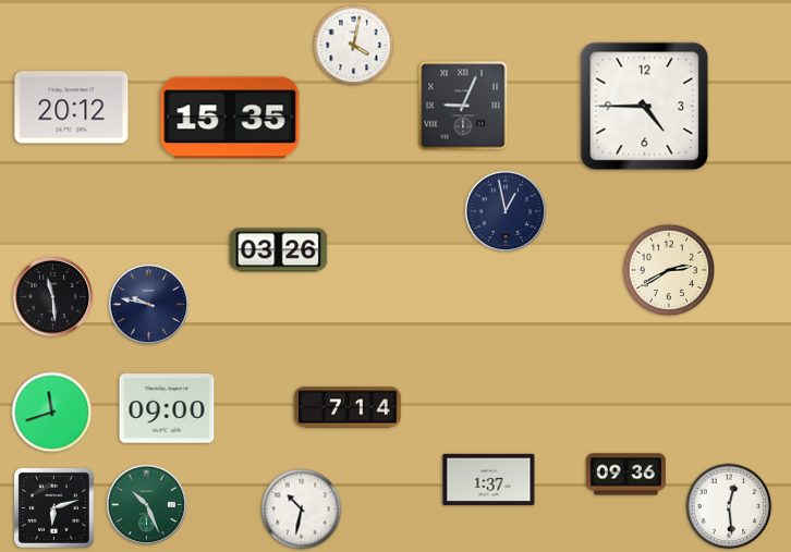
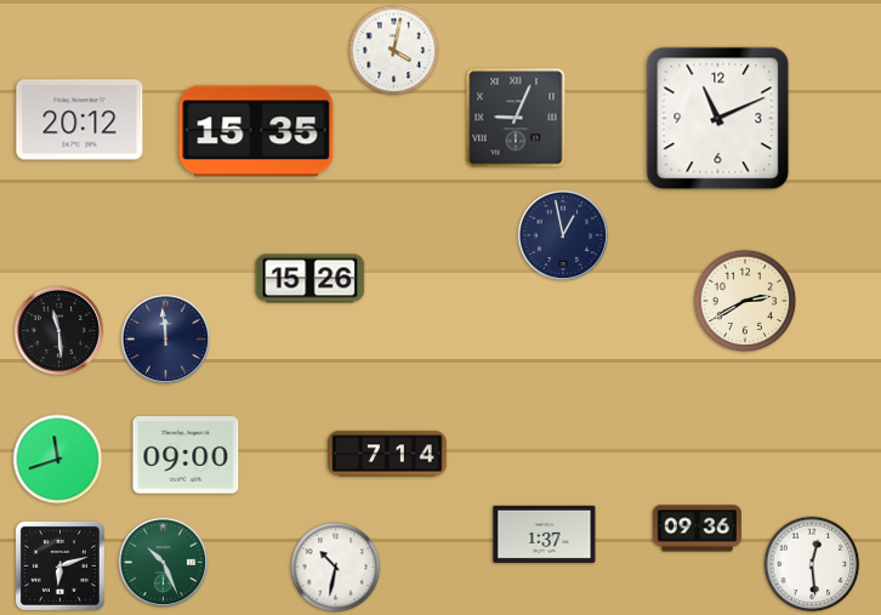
clock at (645, 107): 4:45 -> 11:11
clock at (279, 250): 03:26 -> 15:26
clock at (149, 305): 9:47 -> 11:59
